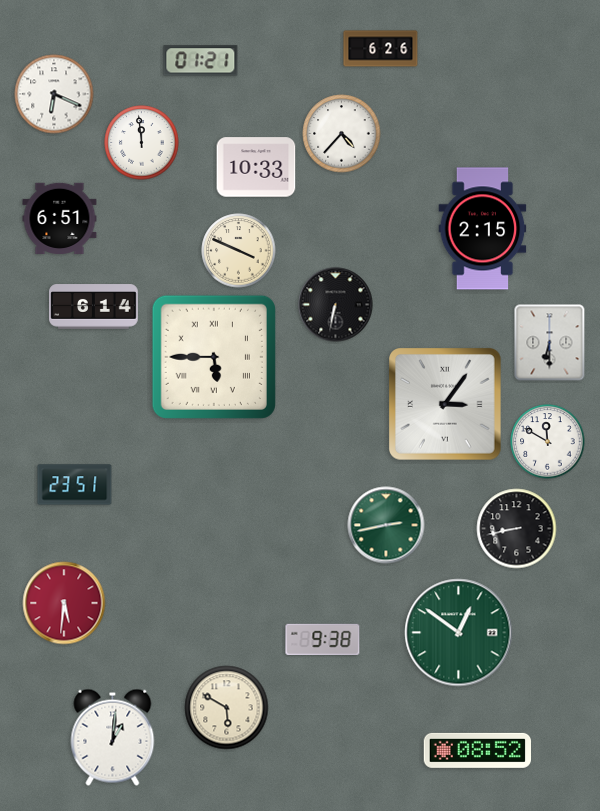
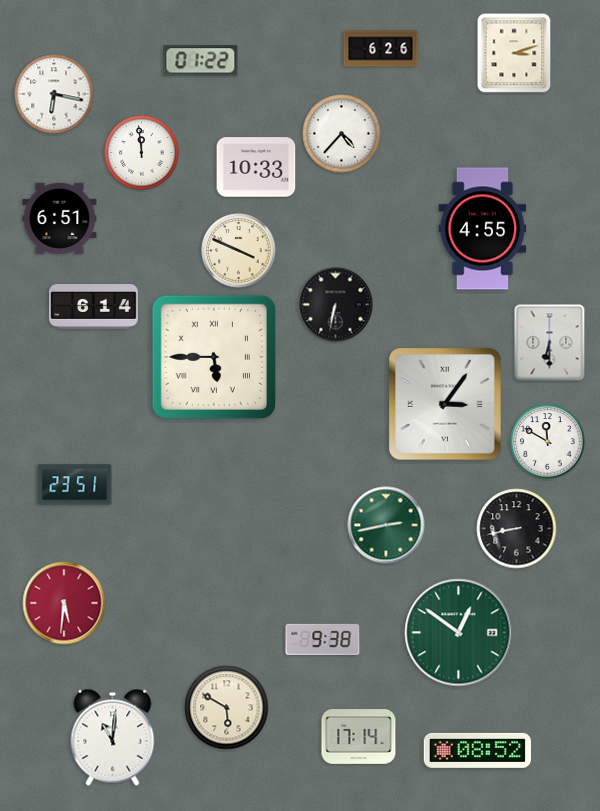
clock at (514, 53): none -> 3:12
clock at (201, 61): 01:21 -> 01:22
clock at (54, 94): 6:19 -> 6:17
clock at (142, 143) position: (142, 143) -> (142, 153)
clock at (483, 229): 2:15 -> 4:55
clock at (113, 737): 1:01 -> 11:01
clock at (359, 737): none -> 17:14
